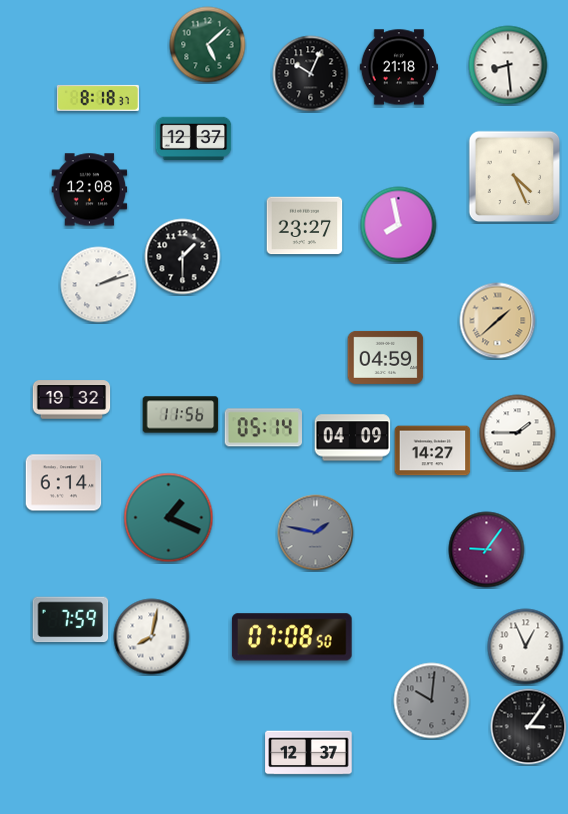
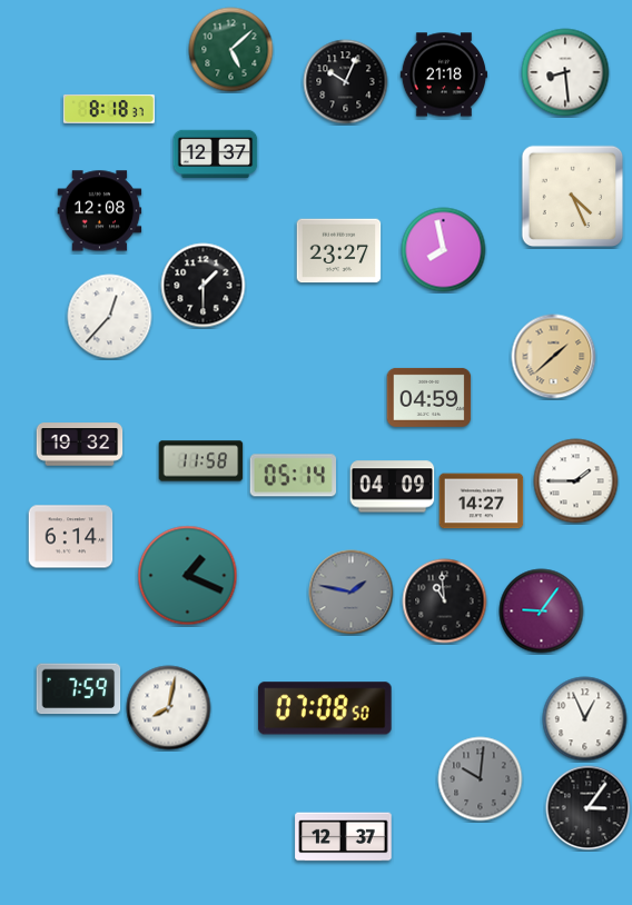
clock at (99, 285): 2:12 -> 12:37
clock at (181, 415): 11:56 -> 11:58
clock at (445, 601): none -> 10:59
